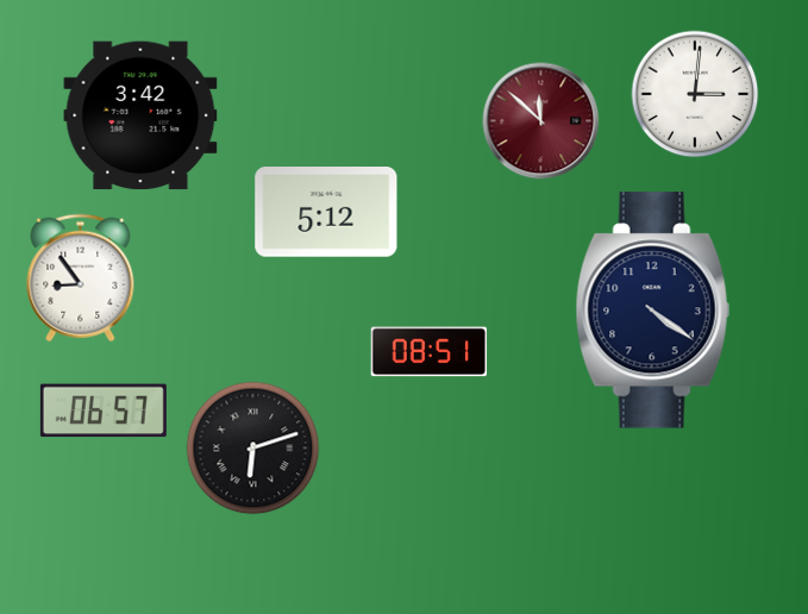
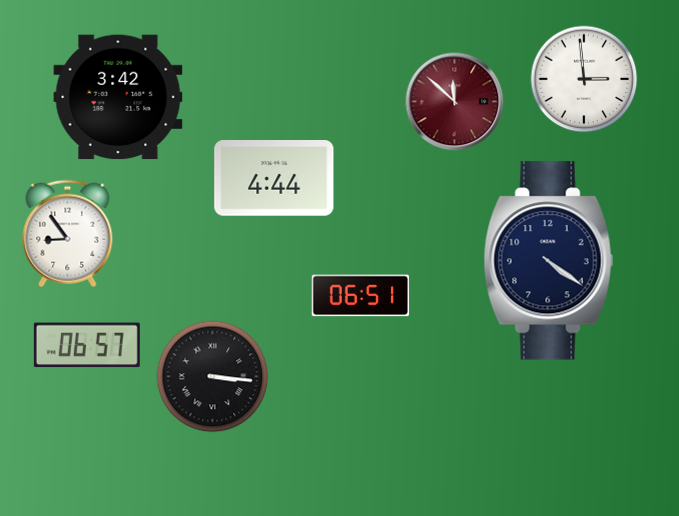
clock at (695, 94): 3:01 -> 2:59
clock at (326, 213): 5:12 -> 4:44
clock at (430, 352): 08:51 -> 06:51
clock at (253, 449): 6:12 -> 3:16
